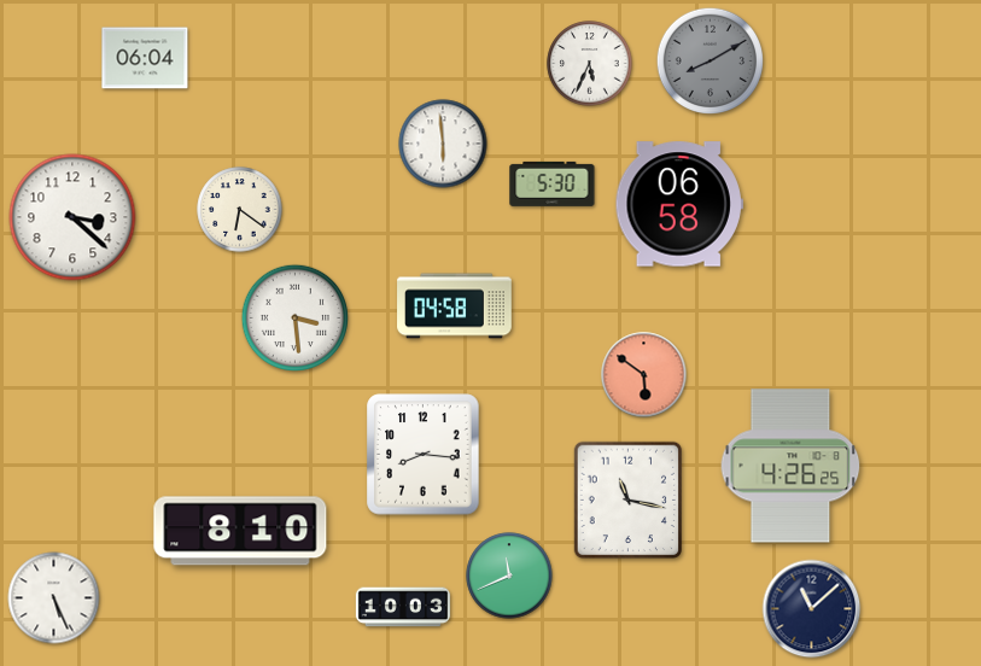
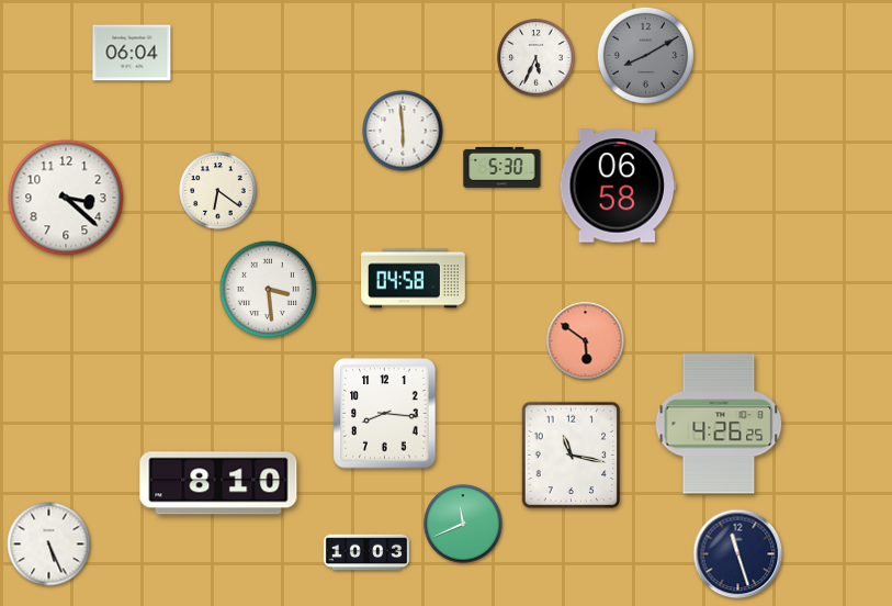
clock at (812, 609): 11:08 -> 11:27
